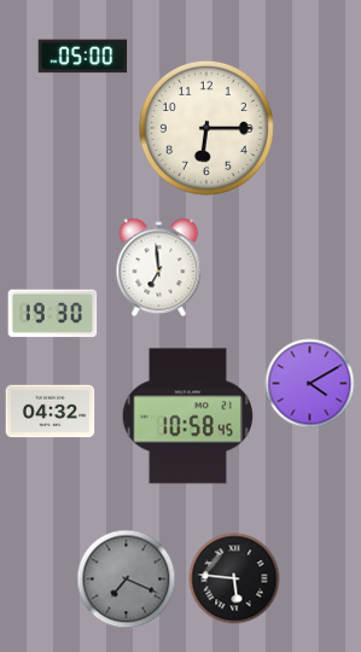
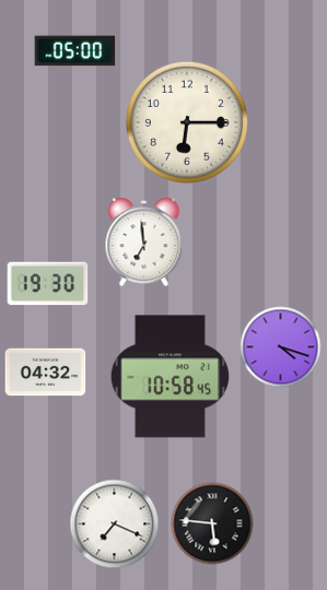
clock at (206, 128) position: (206, 128) -> (187, 122)
clock at (310, 384): 4:10 -> 4:18
clock at (127, 580) dial: grey -> white
